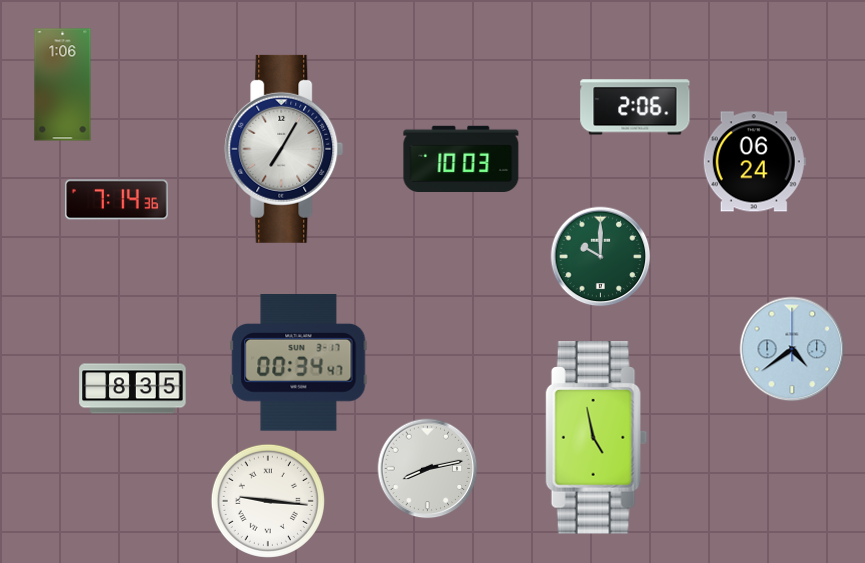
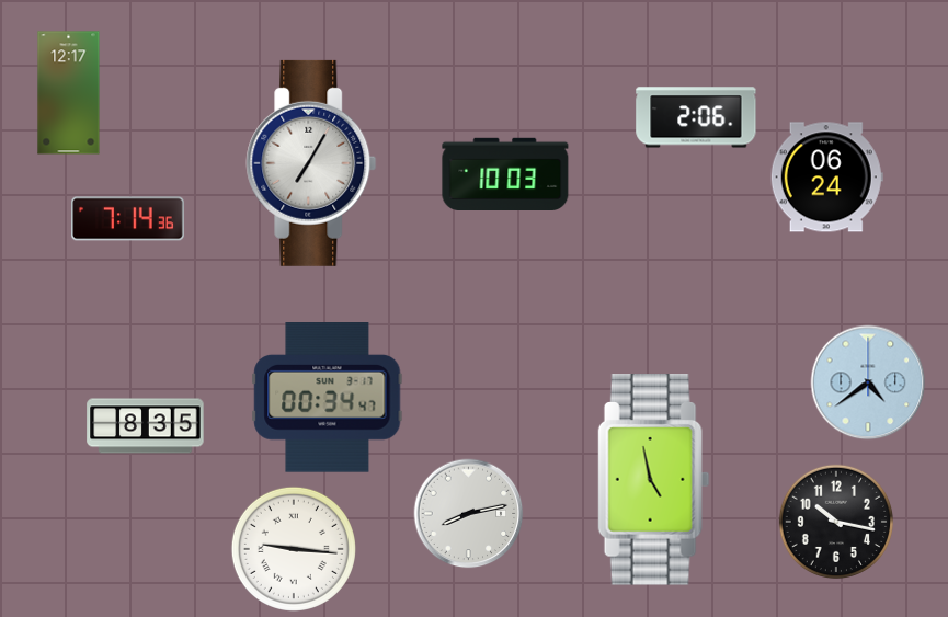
clock at (63, 85): 1:06 -> 12:17
clock at (601, 257): 10:00 -> none
clock at (835, 521): none -> 10:17
